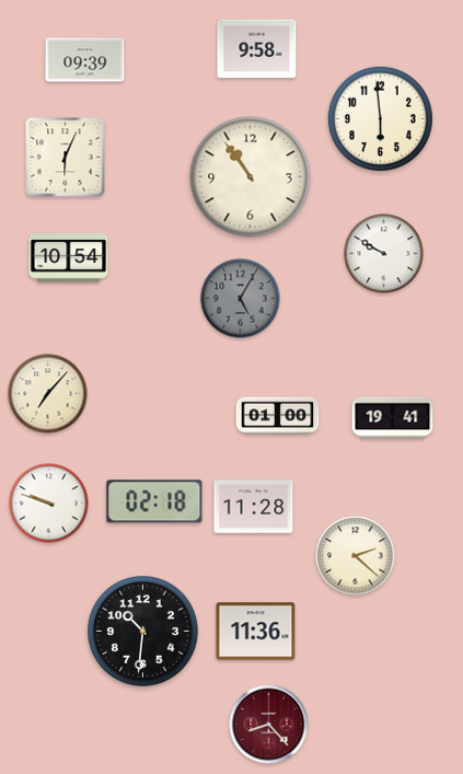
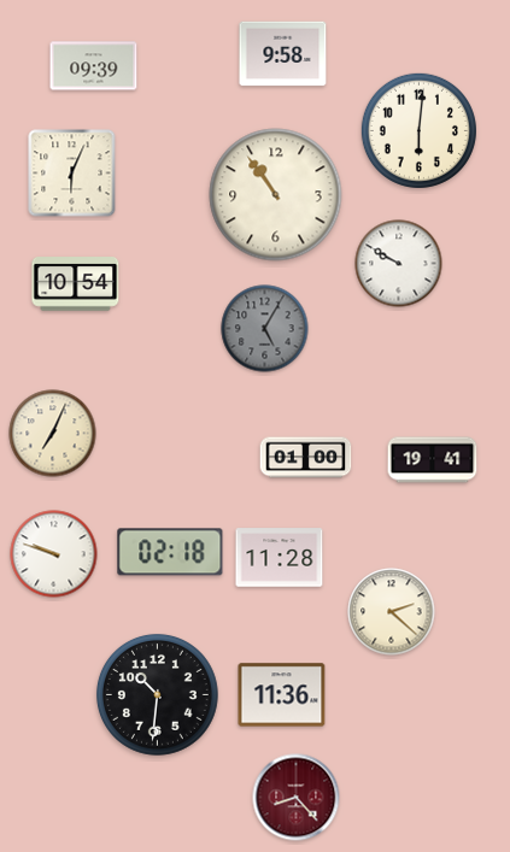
clock at (380, 118): 5:59 -> 6:01
clock at (384, 254) position: (384, 254) -> (399, 264)
clock at (48, 394): 7:07 -> 7:04
